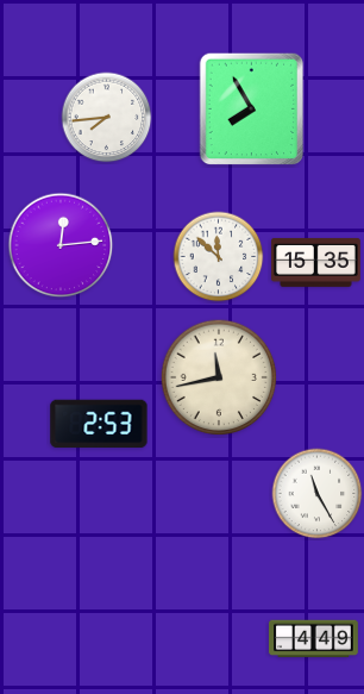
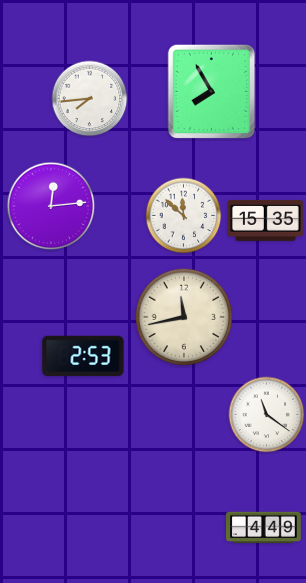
clock at (318, 494): 11:25 -> 11:21
clock at (314, 639) position: (314, 639) -> (264, 528)
